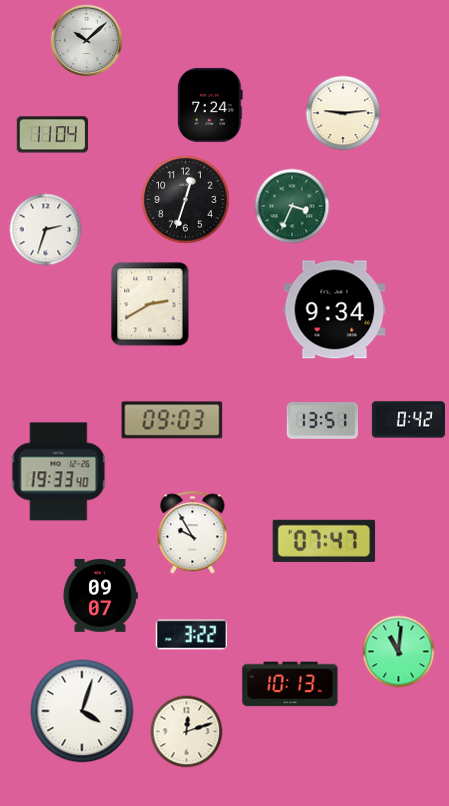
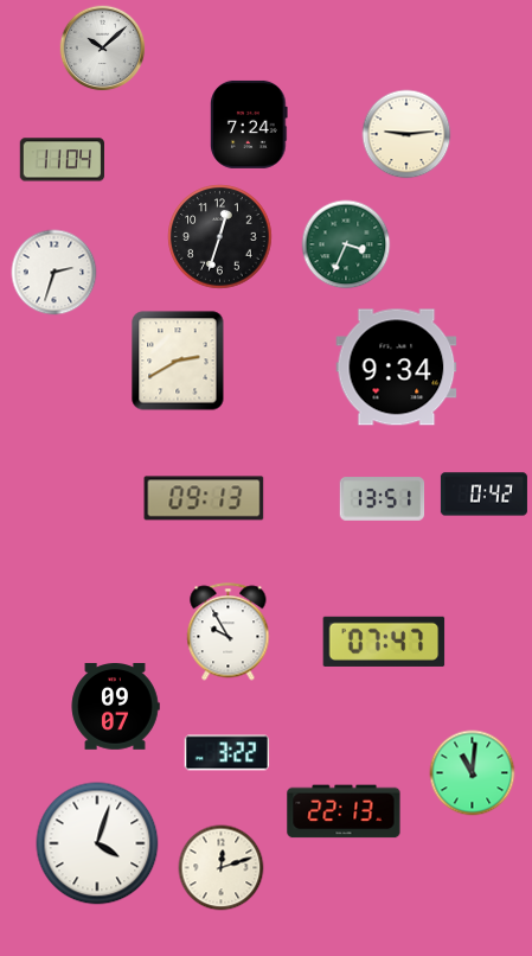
clock at (172, 420): 09:03 -> 09:13
clock at (408, 420) position: (408, 420) -> (483, 495)
clock at (59, 472): 19:33 -> none
clock at (100, 596) position: (100, 596) -> (115, 707)
clock at (290, 684): 10:13 -> 22:13
